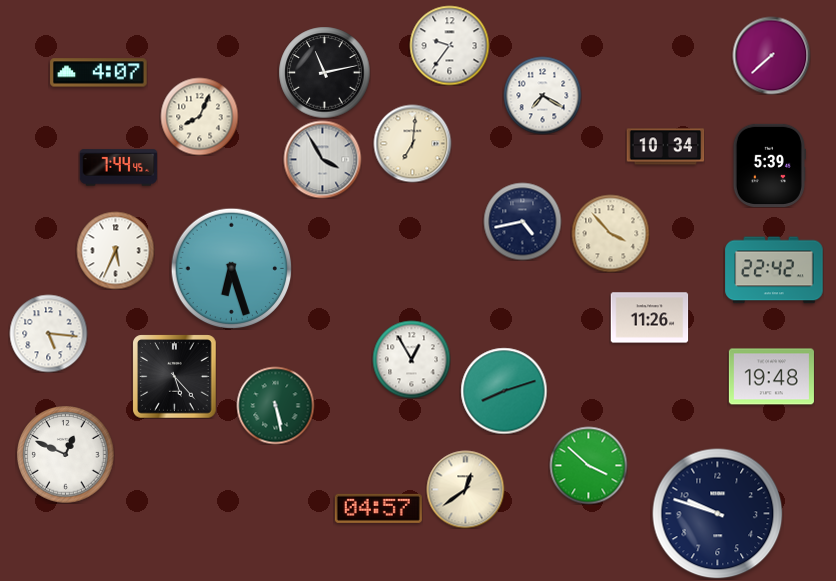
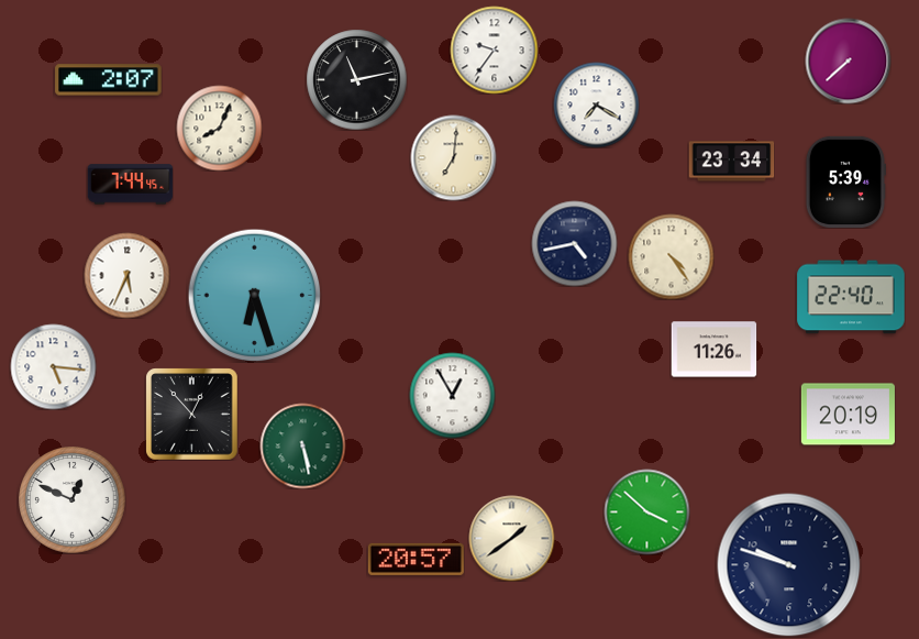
clock at (99, 73): 4:07 -> 2:07
clock at (665, 147): 10:34 -> 23:34
clock at (322, 159): 3:55 -> none
clock at (610, 233): 3:53 -> 4:24
clock at (774, 270): 22:42 -> 22:40
clock at (174, 376): 5:23 -> 12:53
clock at (771, 377): 19:48 -> 20:19
clock at (504, 391): 8:12 -> none
clock at (465, 489): 12:39 -> 1:39
clock at (378, 508): 04:57 -> 20:57
